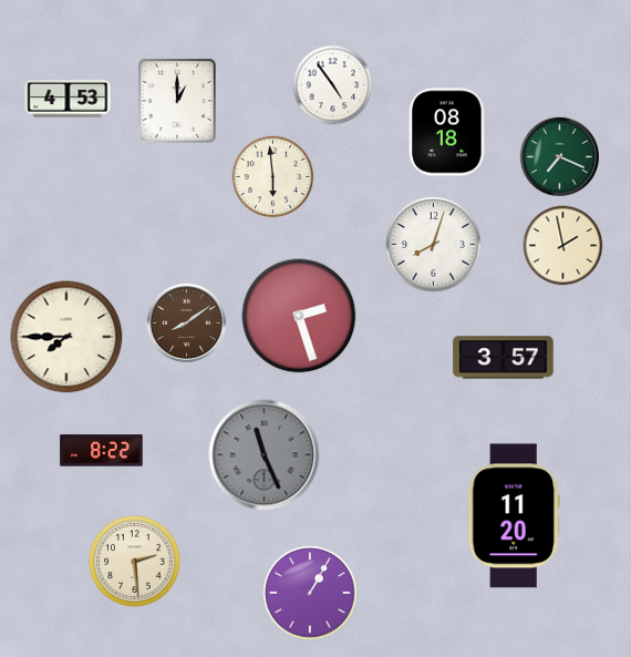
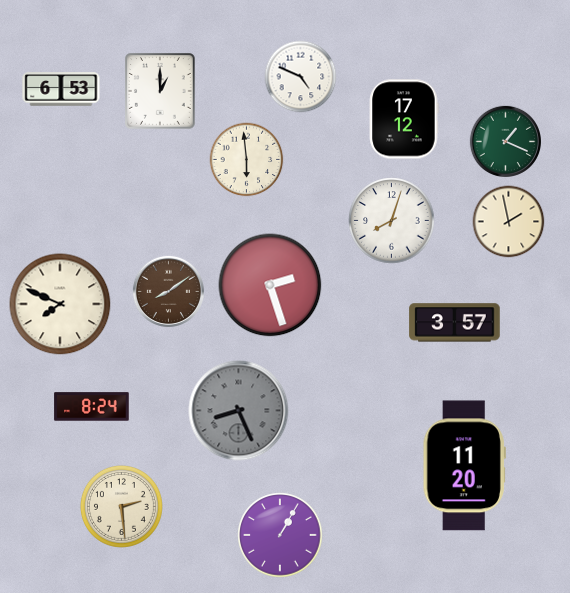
clock at (333, 85): 4:54 -> 4:49
clock at (68, 99): 4:53 -> 6:53
clock at (447, 132): 08:18 -> 17:12
clock at (559, 156): 7:19 -> 1:19
clock at (66, 337): 7:45 -> 7:49
clock at (102, 451): 8:22 -> 8:24
clock at (265, 455): 11:26 -> 8:26
